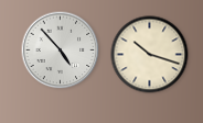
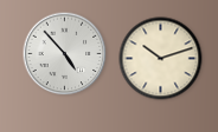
clock at (150, 55): 10:18 -> 10:12
